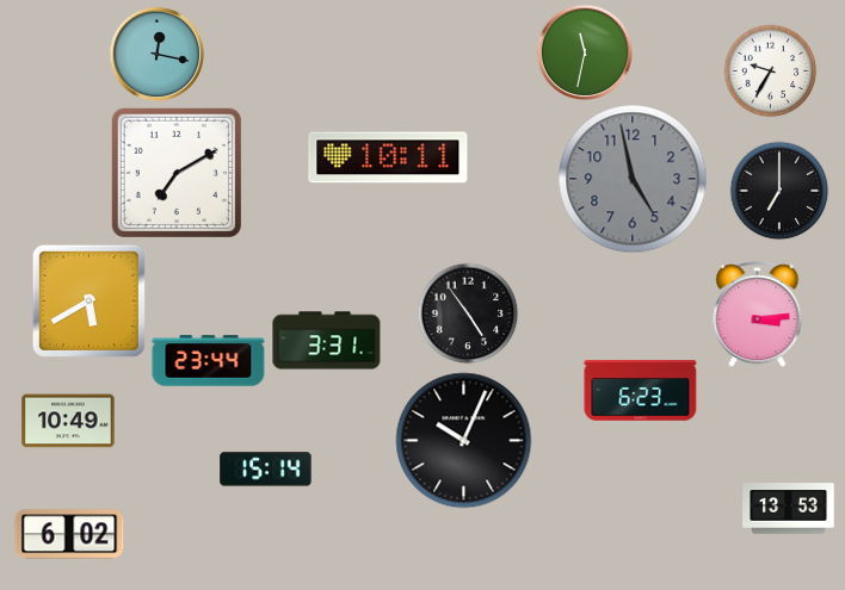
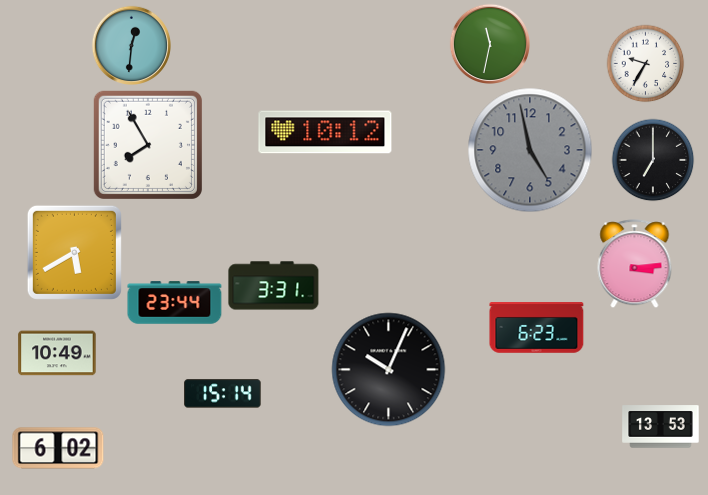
clock at (156, 54): 12:17 -> 12:31
clock at (770, 70) position: (770, 70) -> (645, 63)
clock at (388, 157): 10:11 -> 10:12
clock at (177, 173): 7:10 -> 7:55
clock at (468, 313): 4:54 -> none
